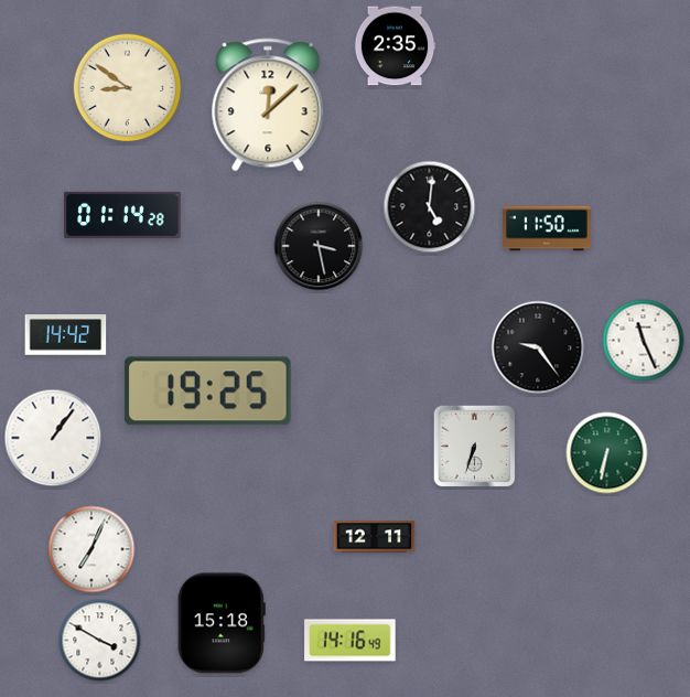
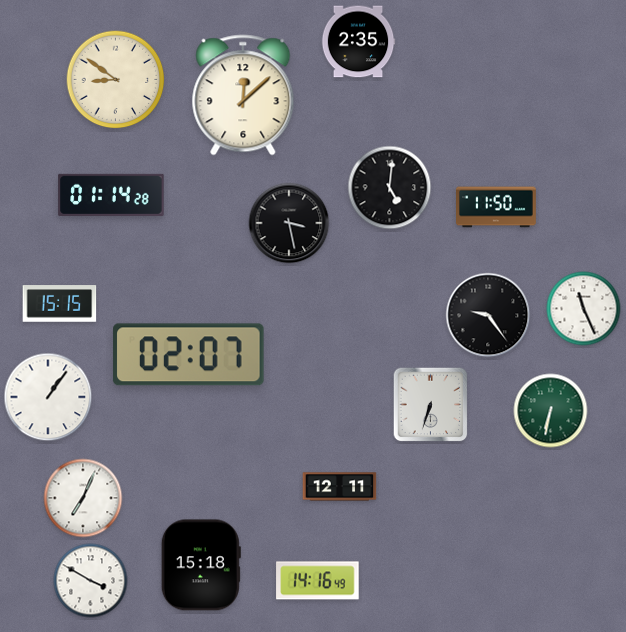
clock at (66, 335): 14:42 -> 15:15
clock at (208, 392): 19:25 -> 02:07
